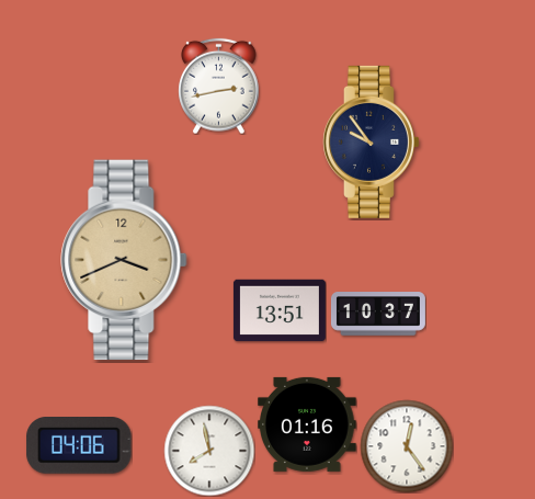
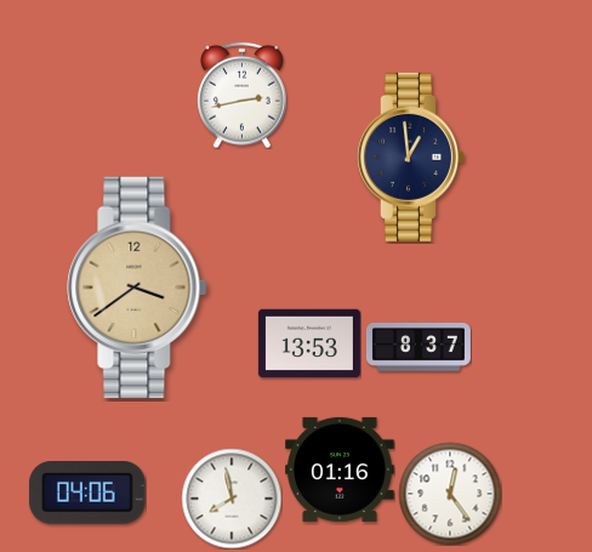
clock at (371, 141): 9:54 -> 12:59
clock at (124, 260): 3:41 -> 3:39
clock at (280, 310): 13:51 -> 13:53
clock at (378, 314): 10:37 -> 8:37
